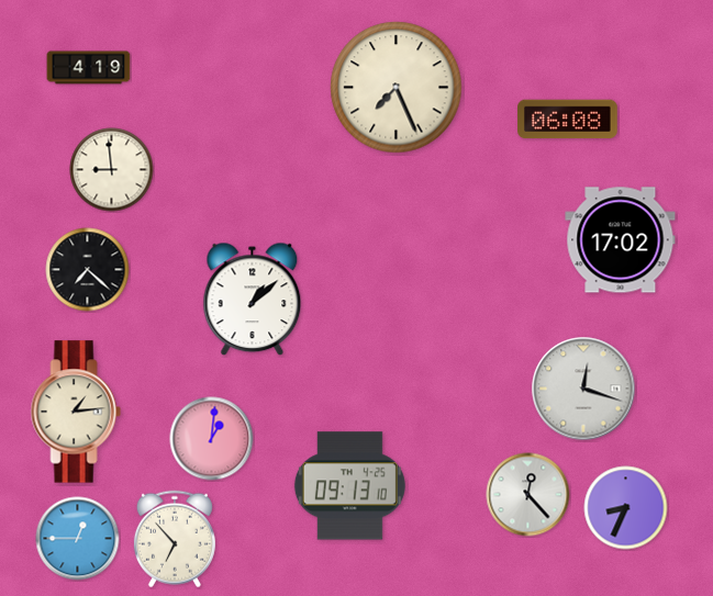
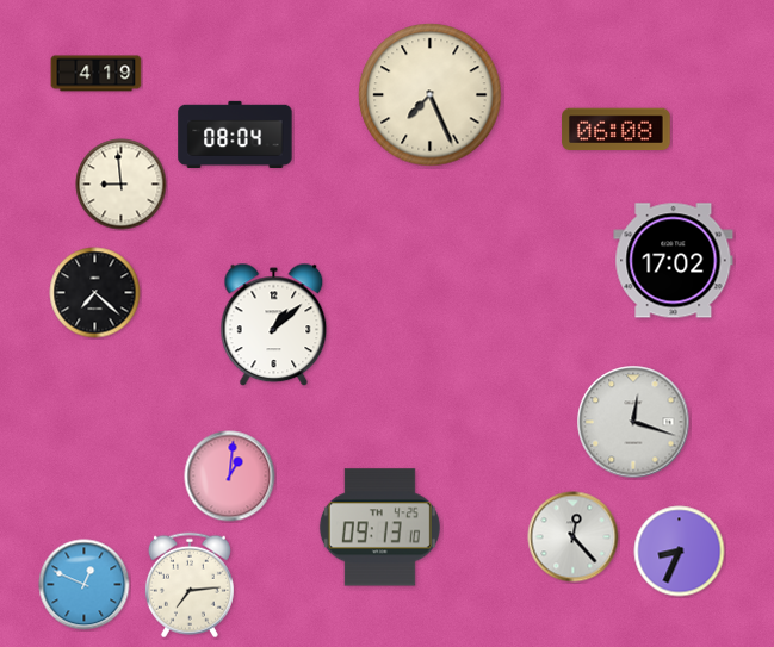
clock at (235, 133): none -> 08:04
clock at (76, 412): 1:14 -> none
clock at (78, 539): 12:45 -> 12:49
clock at (175, 539): 6:53 -> 7:14
